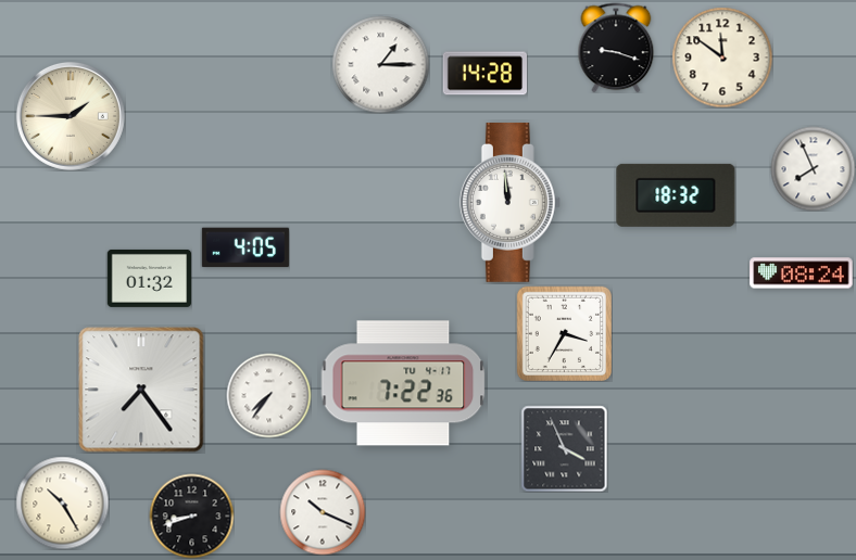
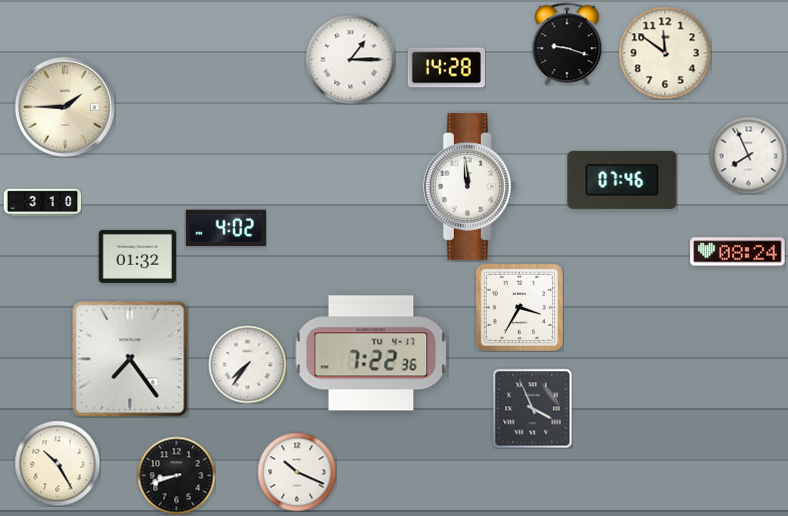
clock at (676, 195): 18:32 -> 07:46
clock at (42, 202): none -> 3:10
clock at (246, 247): 4:05 -> 4:02
clock at (564, 448) position: (564, 448) -> (532, 408)
